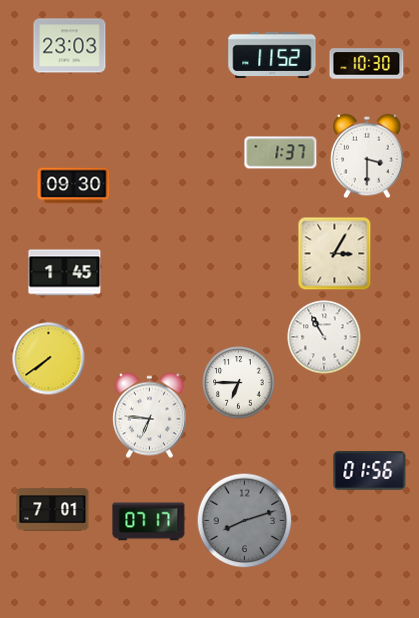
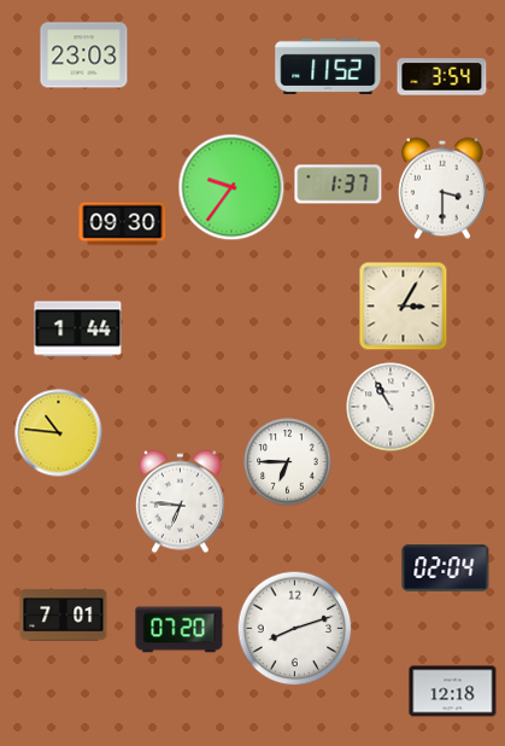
clock at (367, 64): 10:30 -> 3:54
clock at (231, 187): none -> 9:36
clock at (74, 186) position: (74, 186) -> (123, 225)
clock at (65, 273): 1:45 -> 1:44
clock at (49, 359): 7:39 -> 10:46
clock at (370, 471): 01:56 -> 02:04
clock at (245, 521) dial: grey -> white
clock at (149, 522): 07:17 -> 07:20
clock at (453, 692): none -> 12:18
